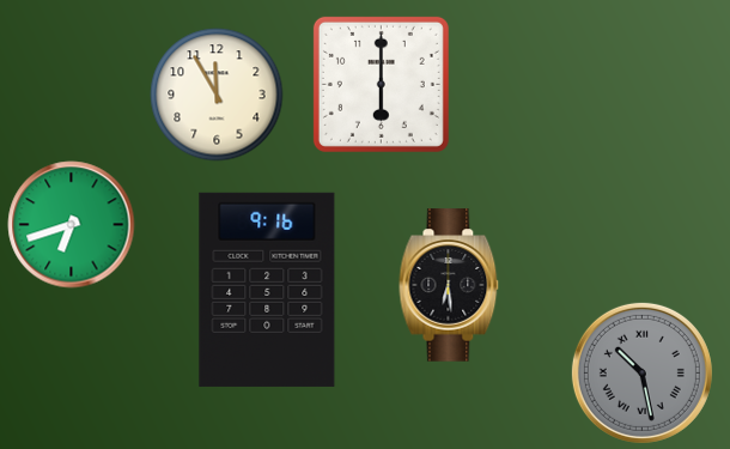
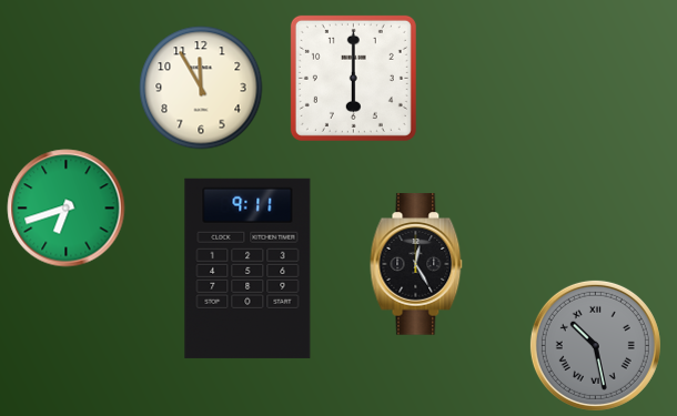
clock at (449, 285): 6:29 -> 12:25
clock at (267, 290): 9:16 -> 9:11
